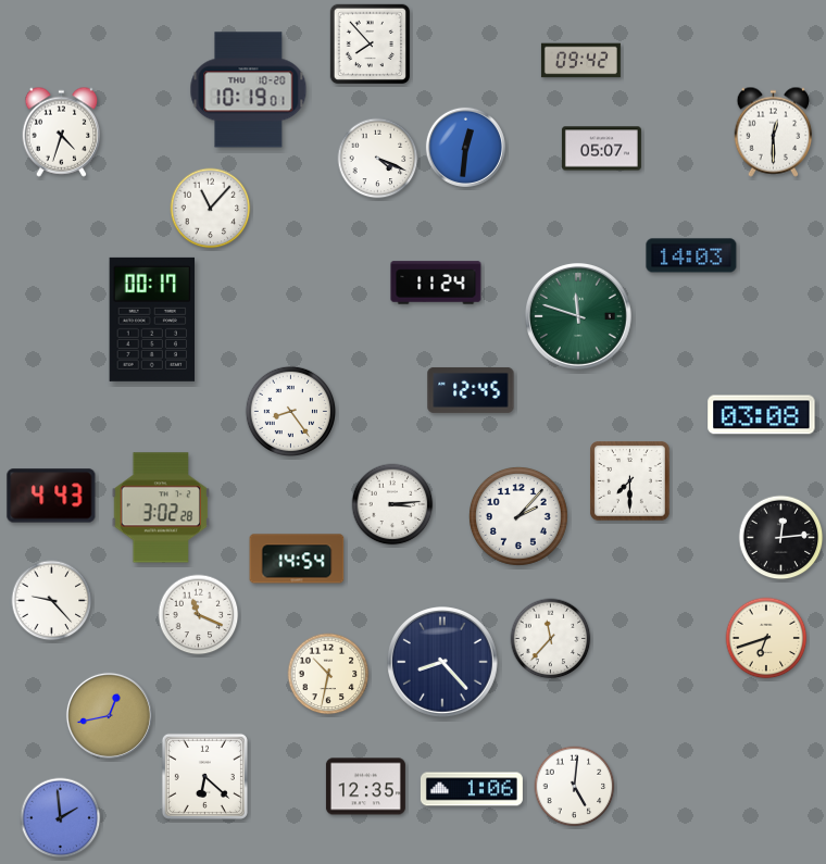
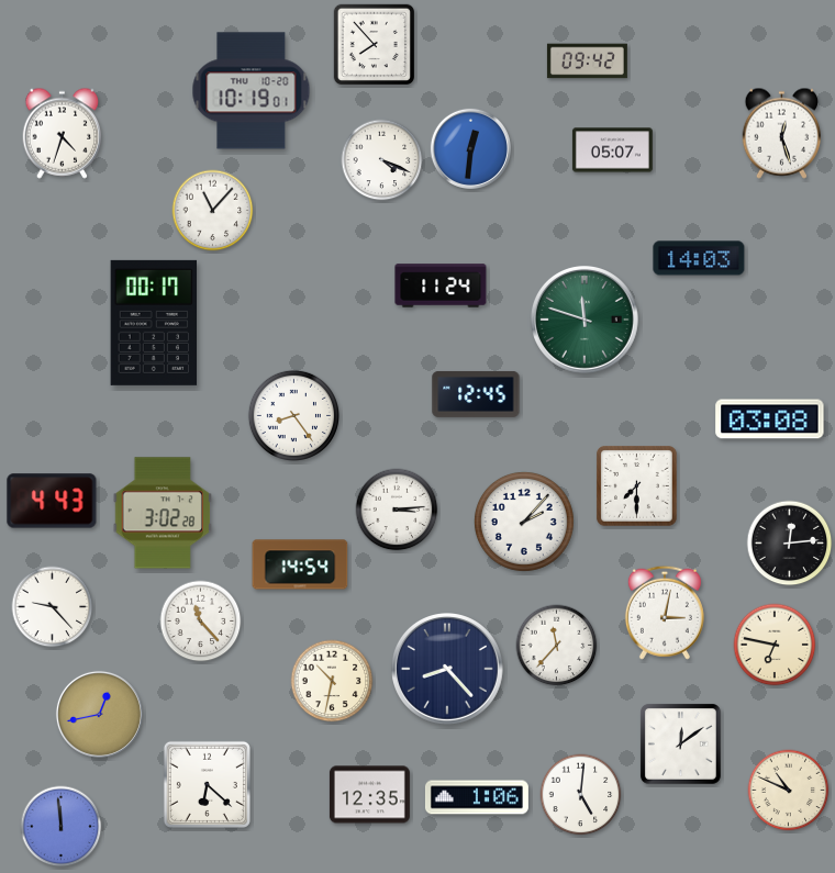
clock at (774, 132): 12:30 -> 12:27
clock at (601, 149) position: (601, 149) -> (612, 150)
clock at (665, 613): none -> 3:02
clock at (199, 615): 11:19 -> 11:23
clock at (766, 638): 6:42 -> 6:47
clock at (109, 715) position: (109, 715) -> (99, 714)
clock at (681, 745): none -> 12:09
clock at (789, 791): none -> 10:49
clock at (61, 818): 1:59 -> 11:59
